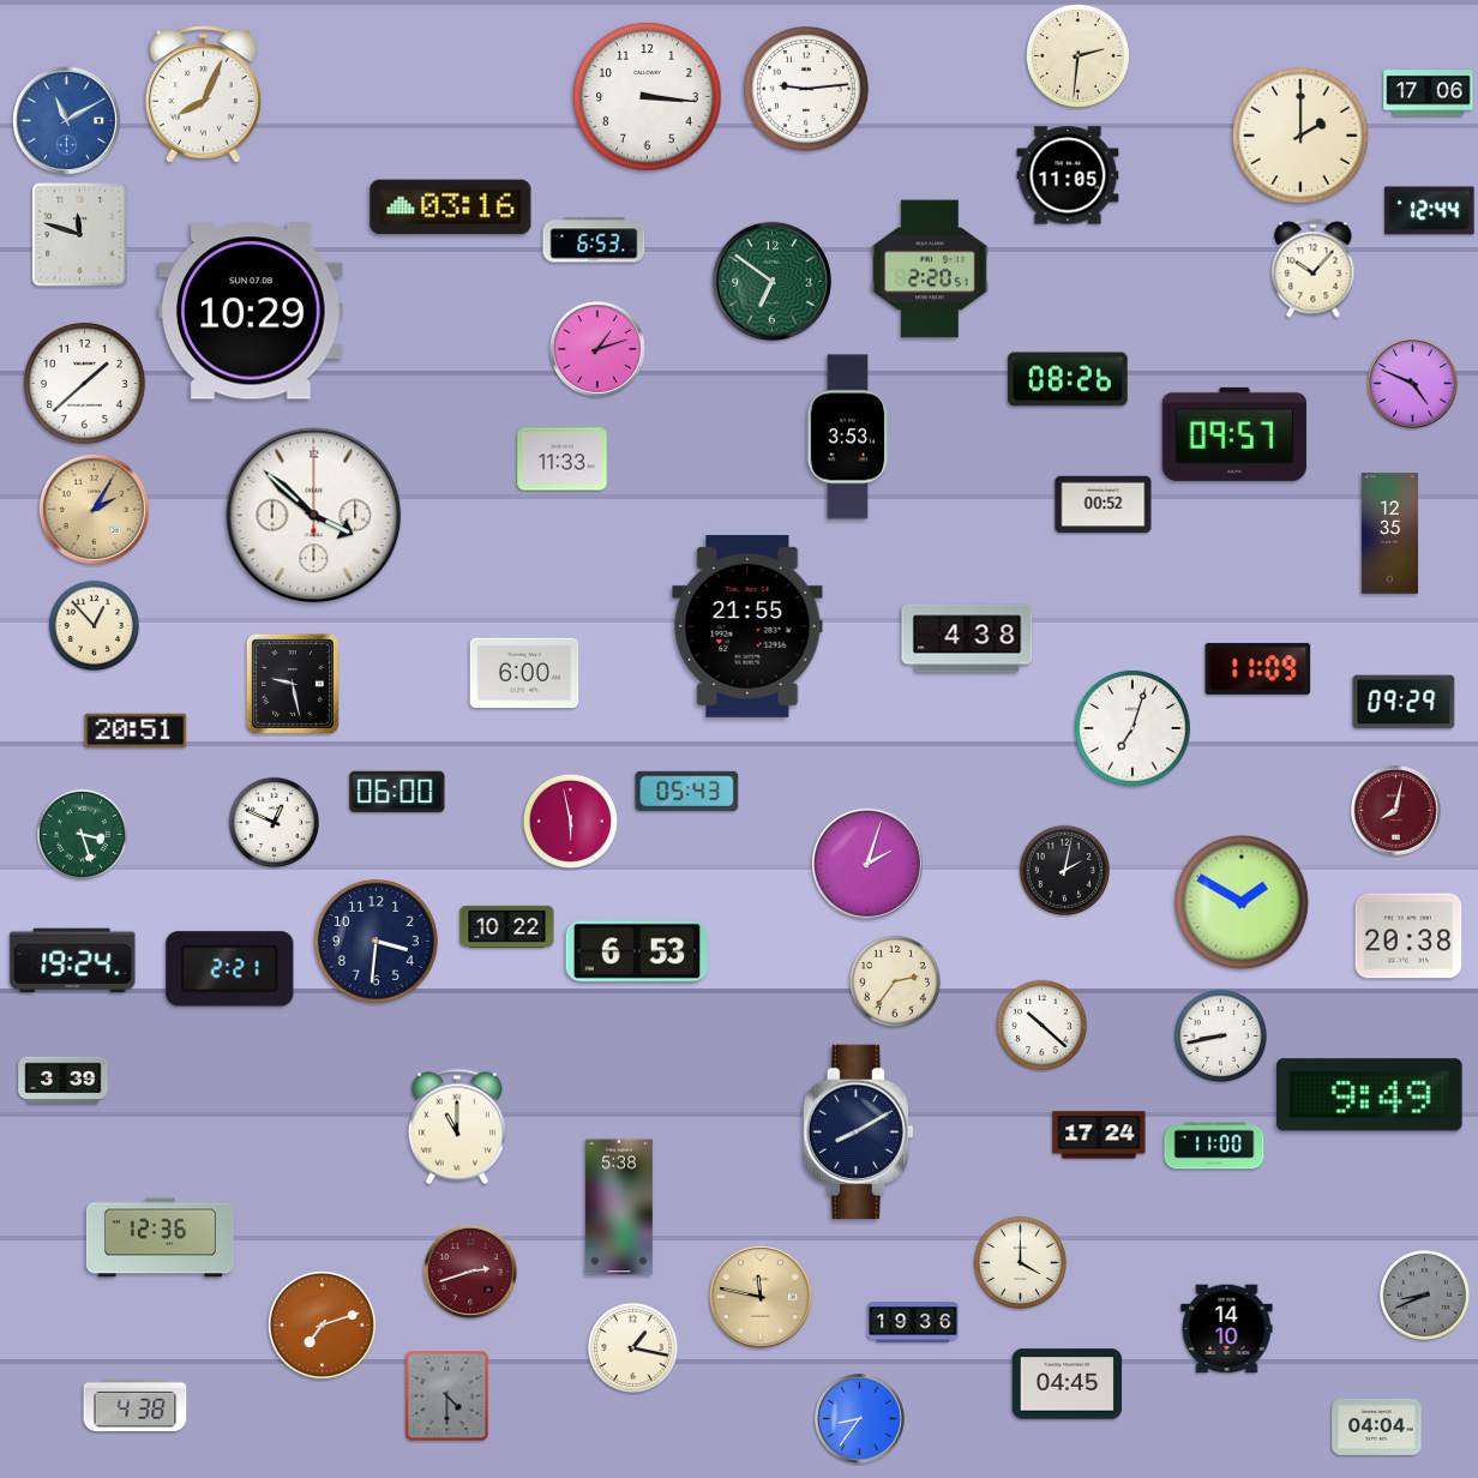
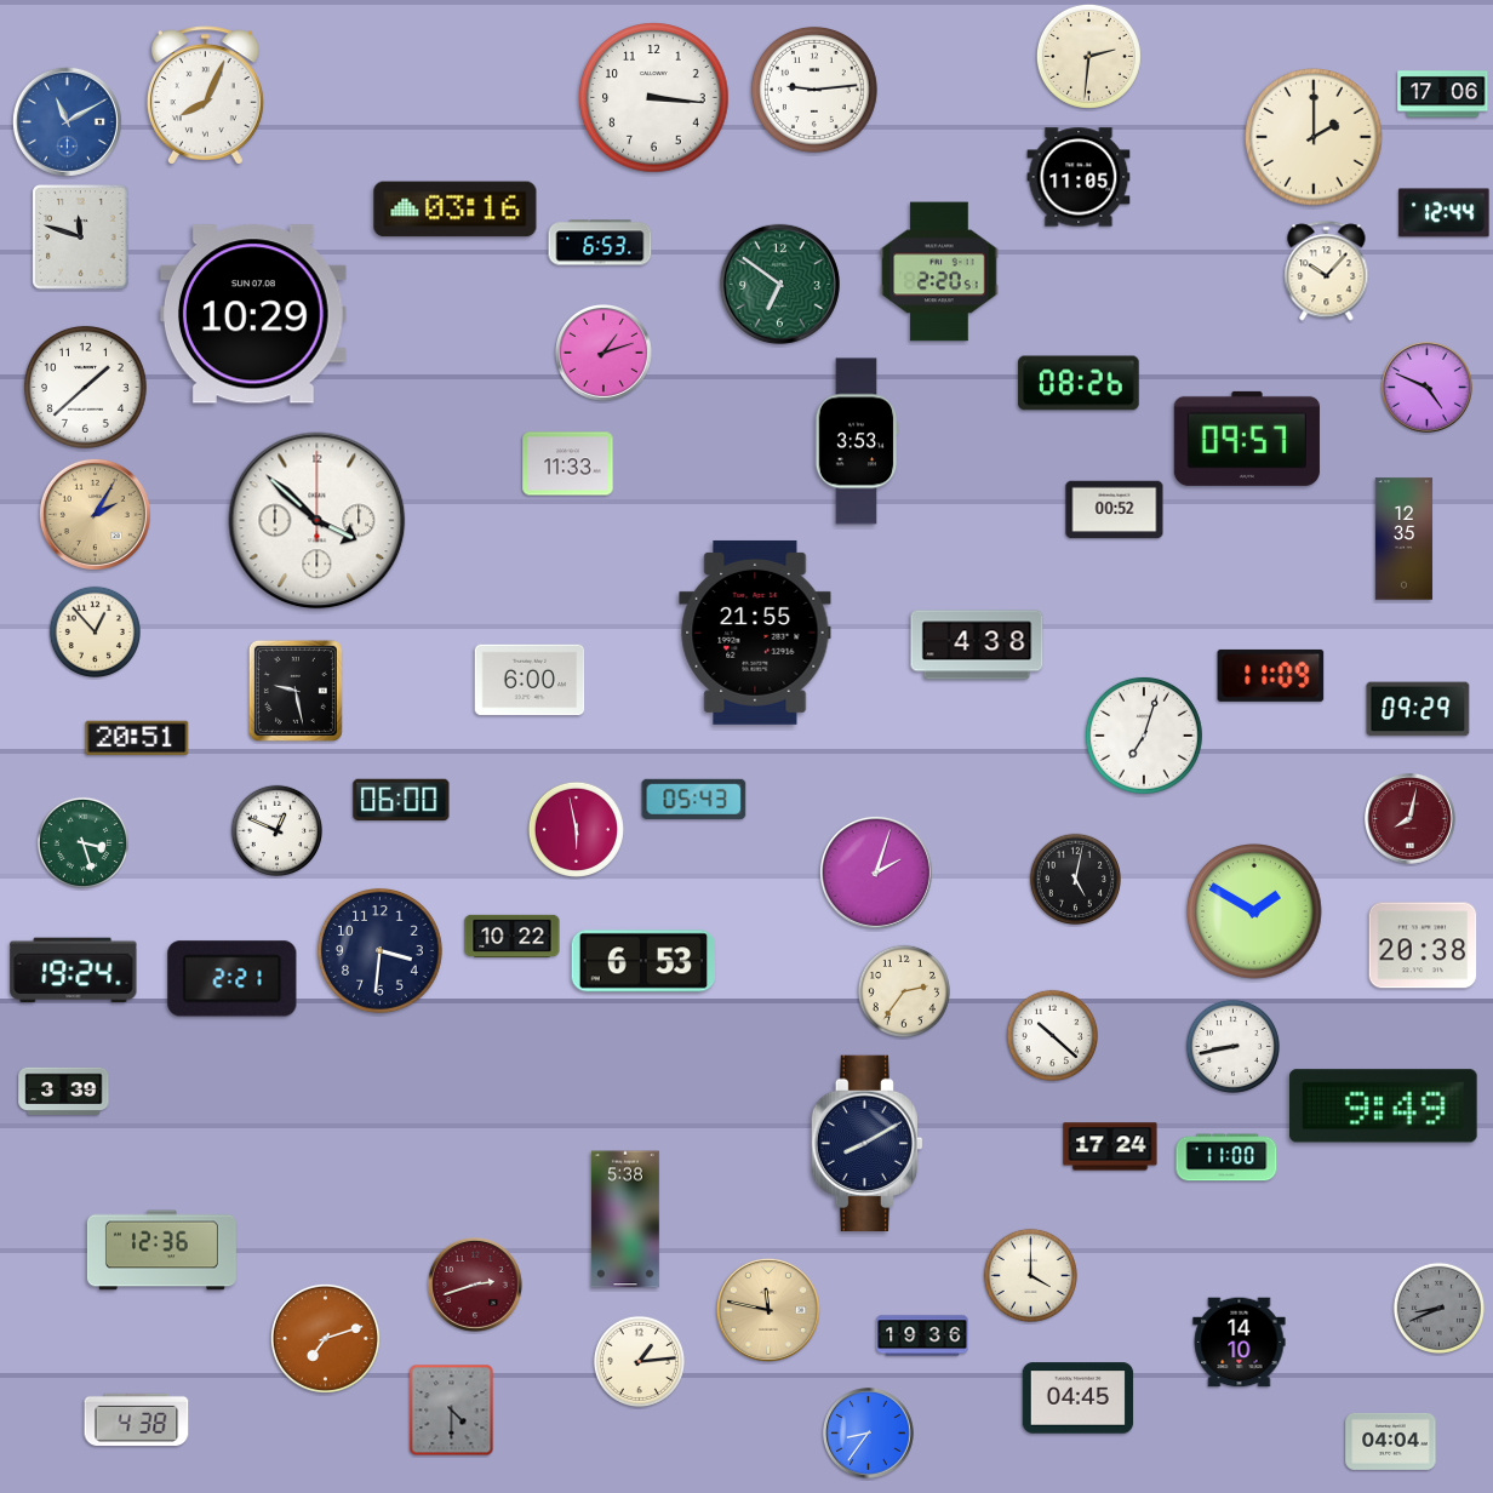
clock at (1064, 870): 2:02 -> 5:02
clock at (457, 1126): 11:00 -> none
clock at (632, 1347): 1:17 -> 1:14
